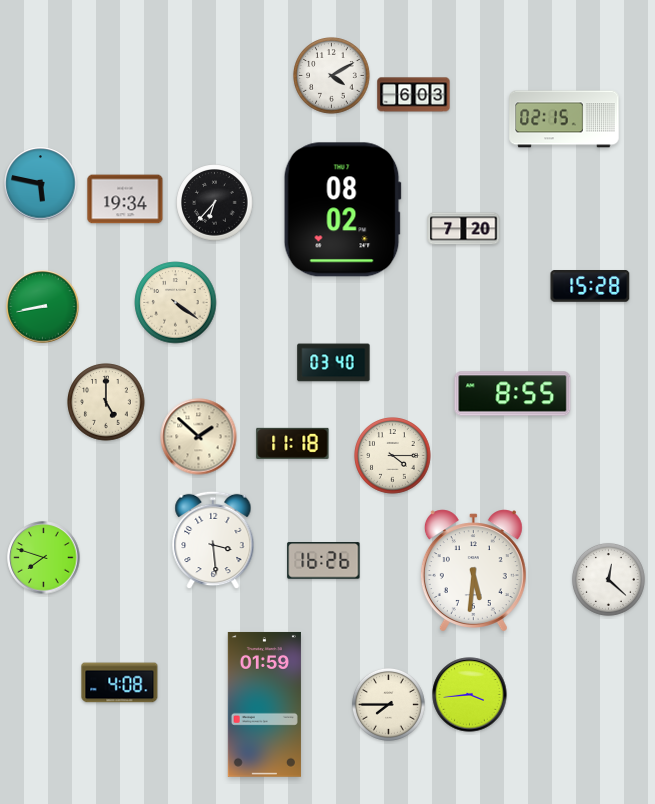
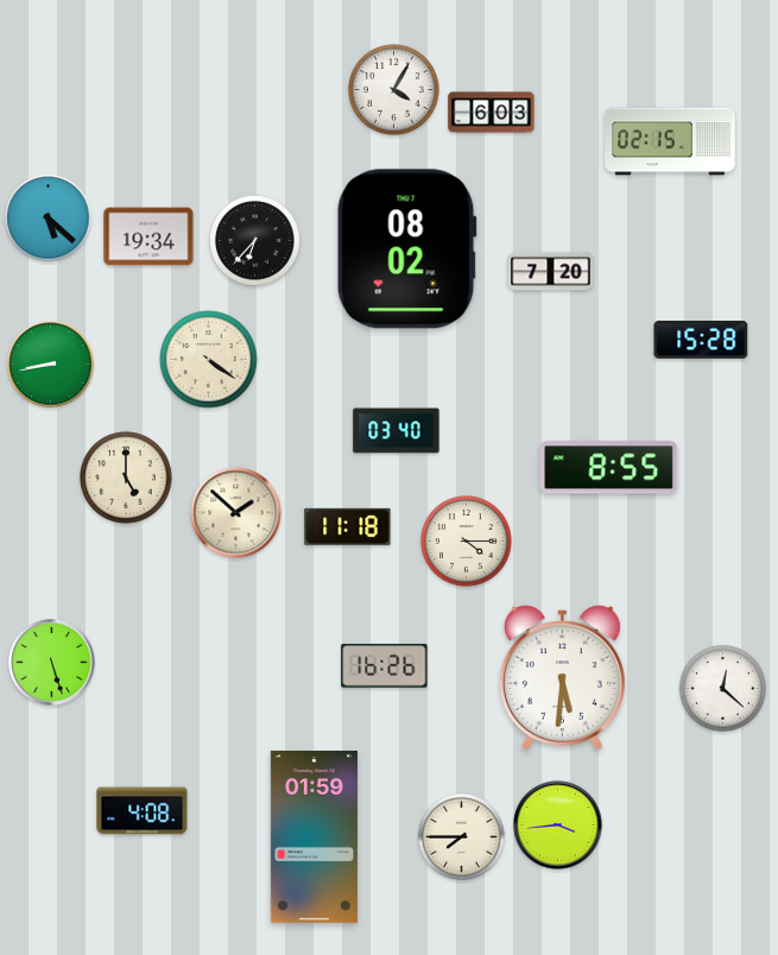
clock at (332, 76): 4:10 -> 4:05
clock at (41, 184): 5:47 -> 5:22
clock at (199, 437) position: (199, 437) -> (236, 513)
clock at (213, 540): 3:29 -> none
clock at (44, 558): 7:48 -> 5:27
